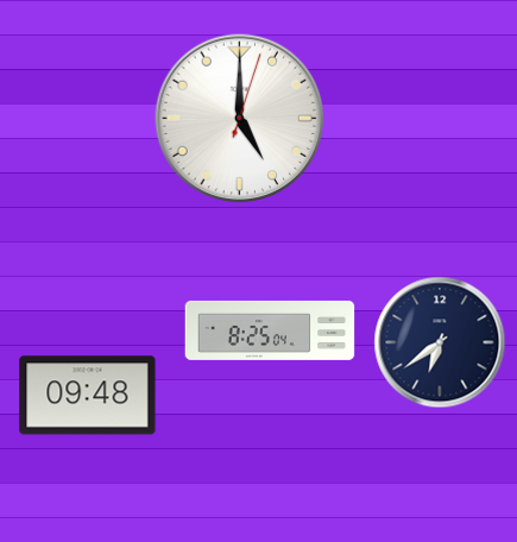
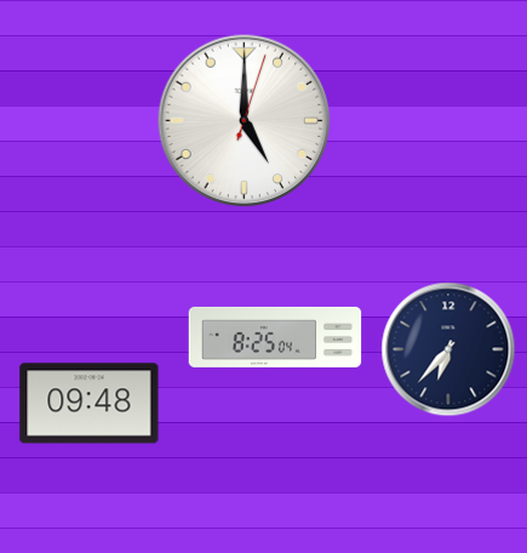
clock at (440, 342): 6:39 -> 6:37
